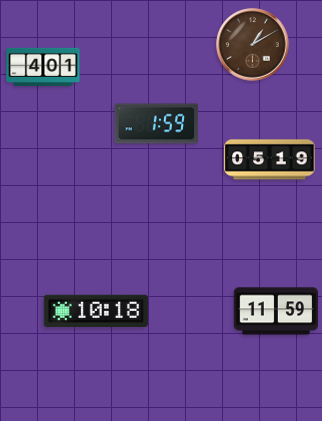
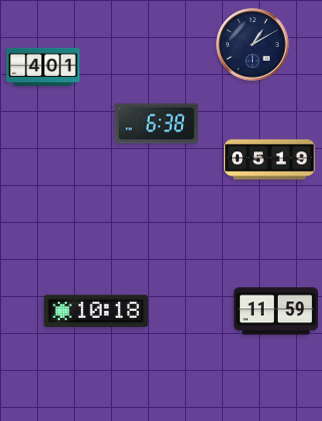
clock at (253, 45) dial: brown -> navy
clock at (157, 124): 1:59 -> 6:38
